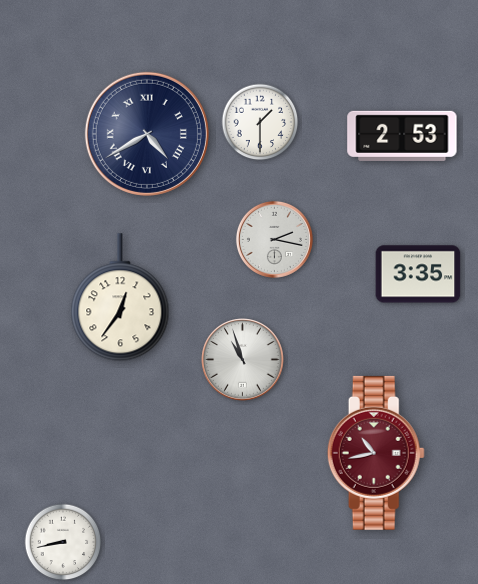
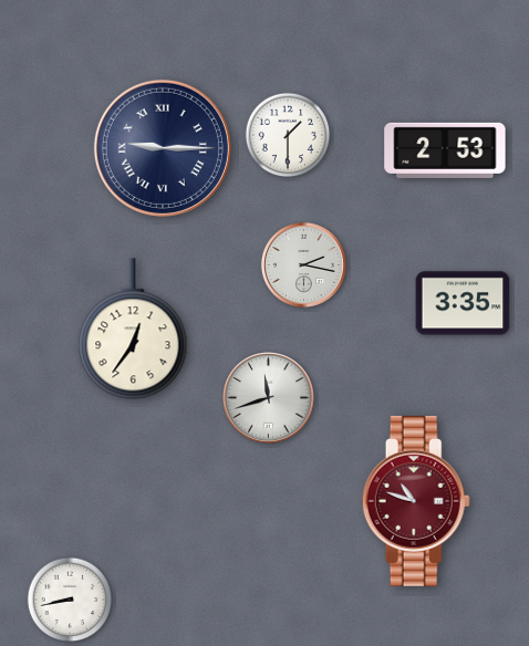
clock at (147, 134): 4:40 -> 9:15
clock at (243, 360): 10:57 -> 11:42
clock at (376, 453): 10:43 -> 10:48
